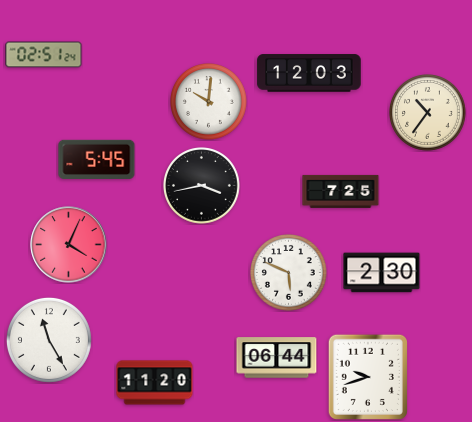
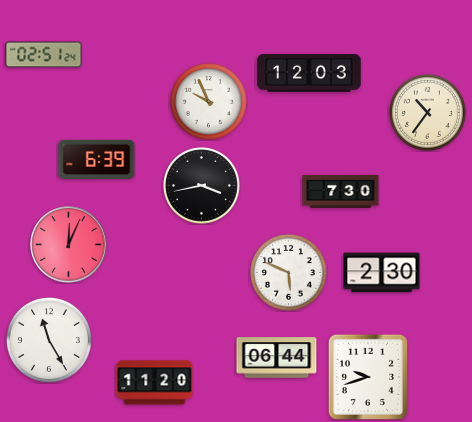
clock at (209, 102): 10:01 -> 9:56
clock at (97, 159): 5:45 -> 6:39
clock at (341, 191): 7:25 -> 7:30
clock at (69, 245): 4:04 -> 12:04
